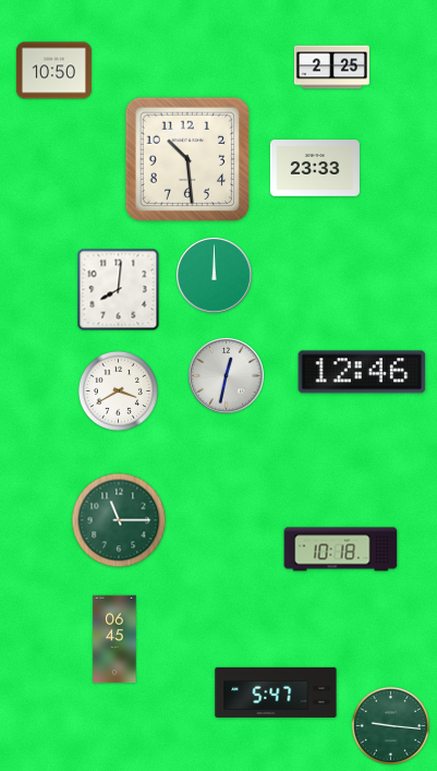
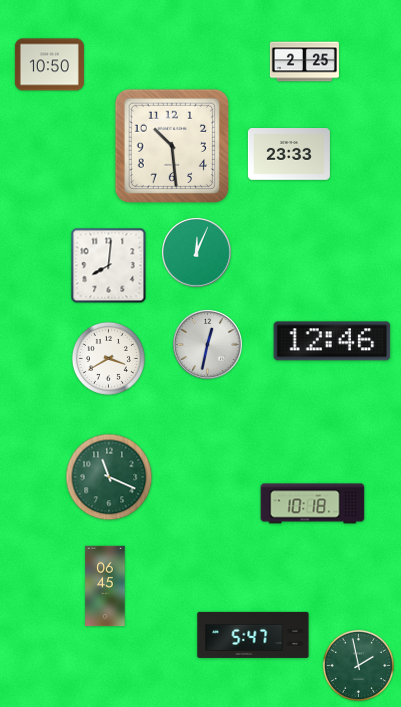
clock at (215, 276): 12:00 -> 12:04
clock at (119, 520): 11:15 -> 11:19
clock at (390, 725): 9:16 -> 1:58
